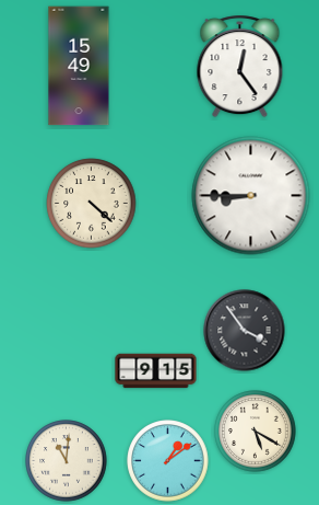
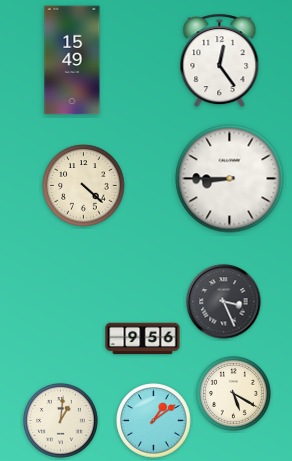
clock at (245, 331): 3:54 -> 3:26
clock at (156, 371): 9:15 -> 9:56
clock at (67, 461): 11:01 -> 1:01
